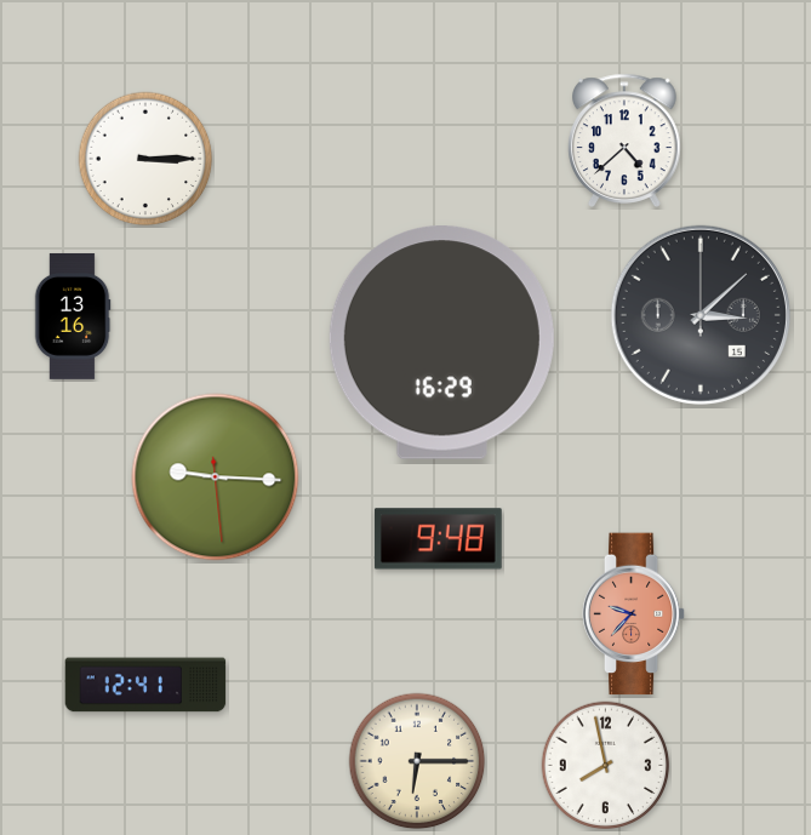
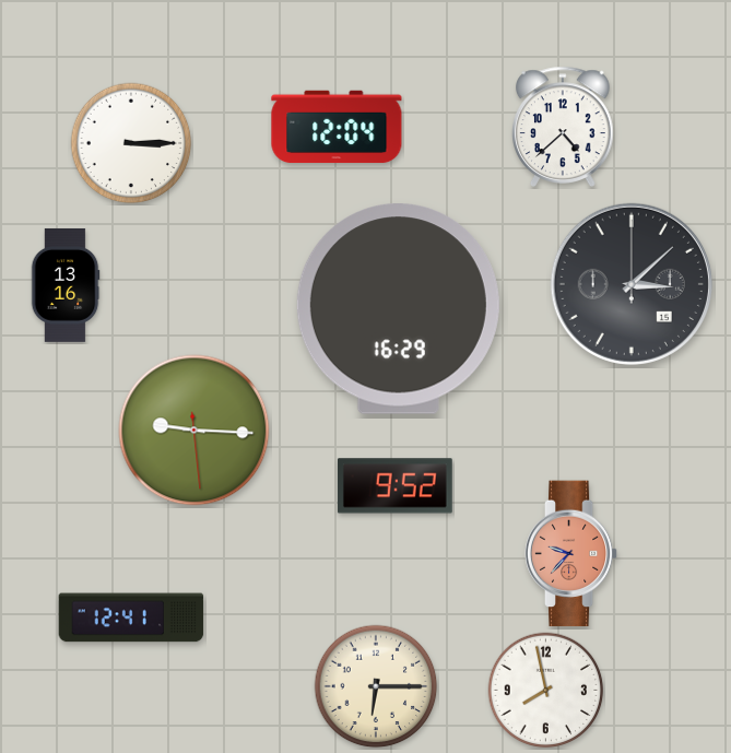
clock at (337, 127): none -> 12:04
clock at (438, 539): 9:48 -> 9:52
